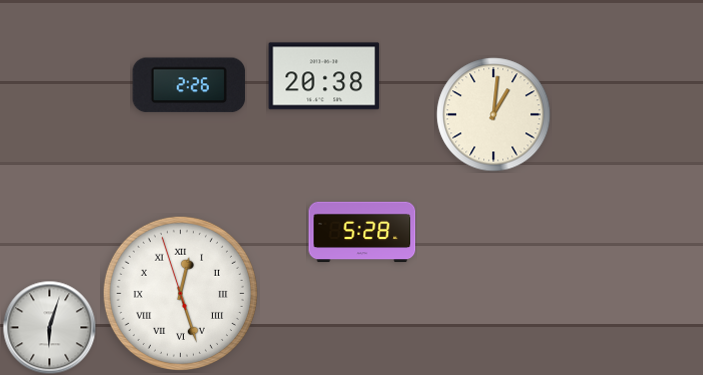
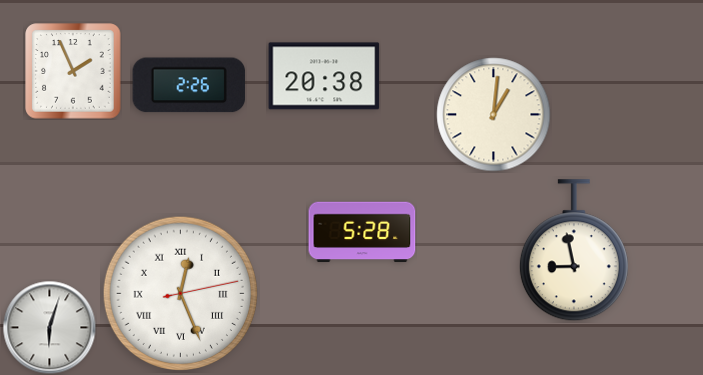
clock at (73, 71): none -> 1:56
clock at (574, 251): none -> 8:58
clock at (180, 293): 12:26:57 -> 12:26:13
